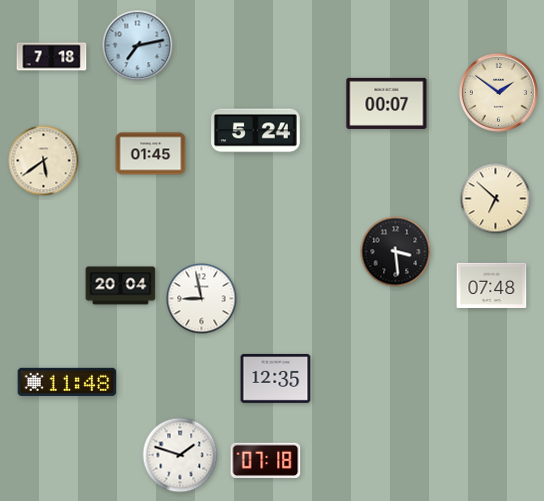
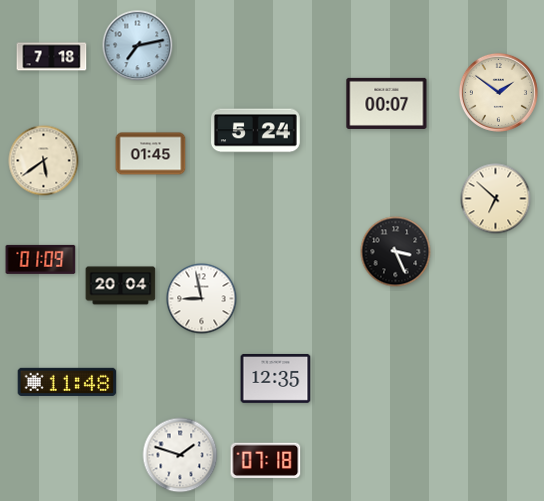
clock at (396, 252): 3:29 -> 3:26
clock at (41, 259): none -> 01:09
clock at (492, 286): 07:48 -> none
